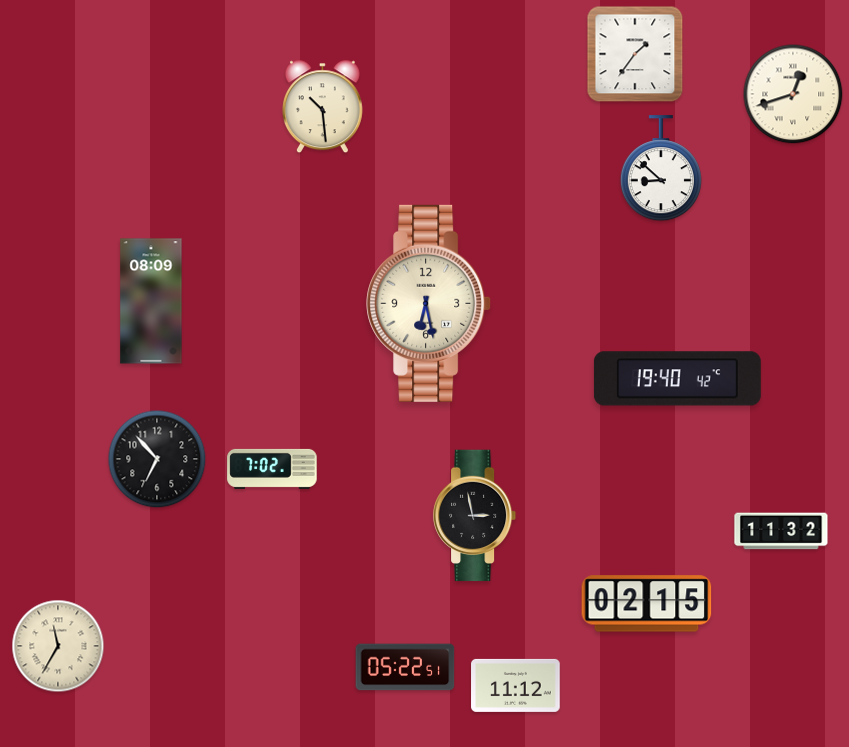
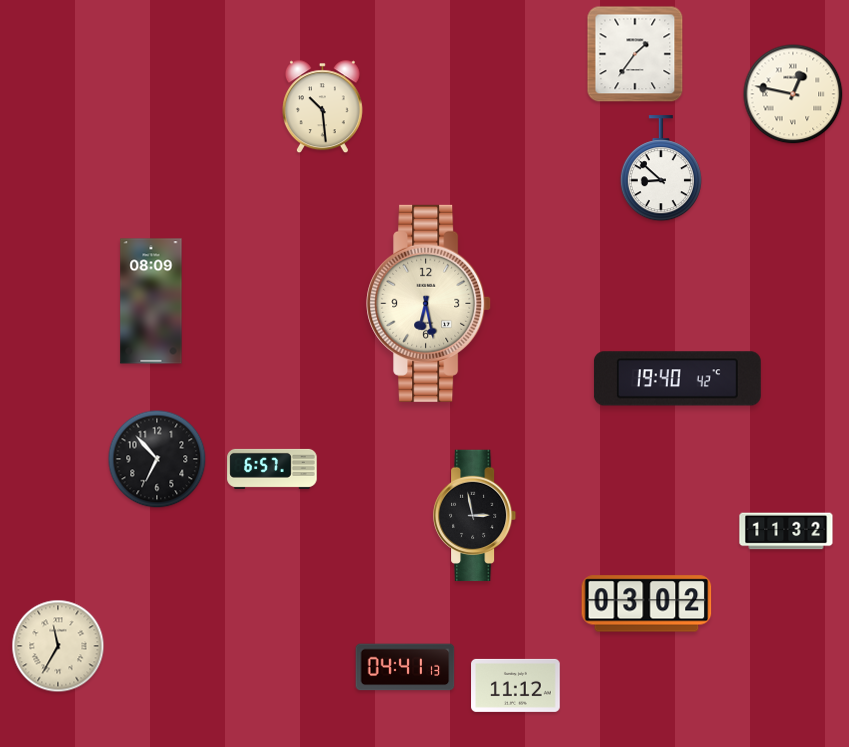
clock at (793, 94): 12:42 -> 12:47
clock at (272, 469): 7:02 -> 6:57
clock at (781, 531) position: (781, 531) -> (786, 531)
clock at (647, 604): 02:15 -> 03:02
clock at (405, 667): 05:22 -> 04:41
